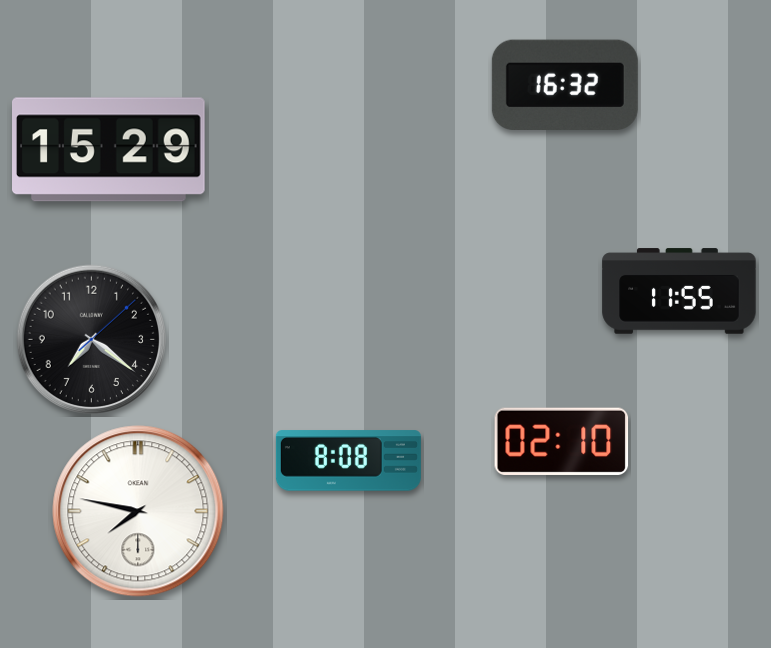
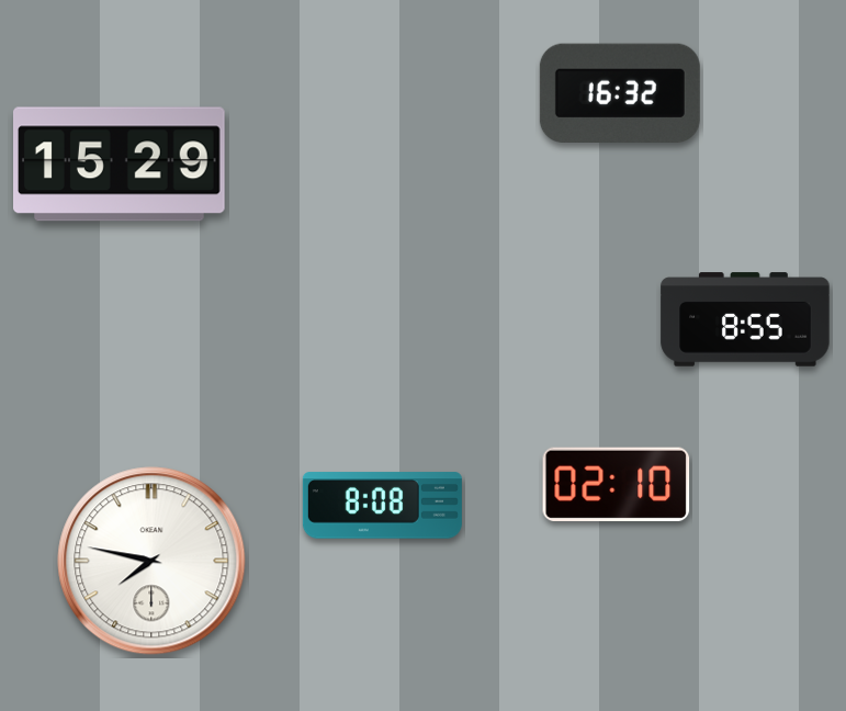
clock at (679, 291): 11:55 -> 8:55
clock at (92, 340): 7:21 -> none
